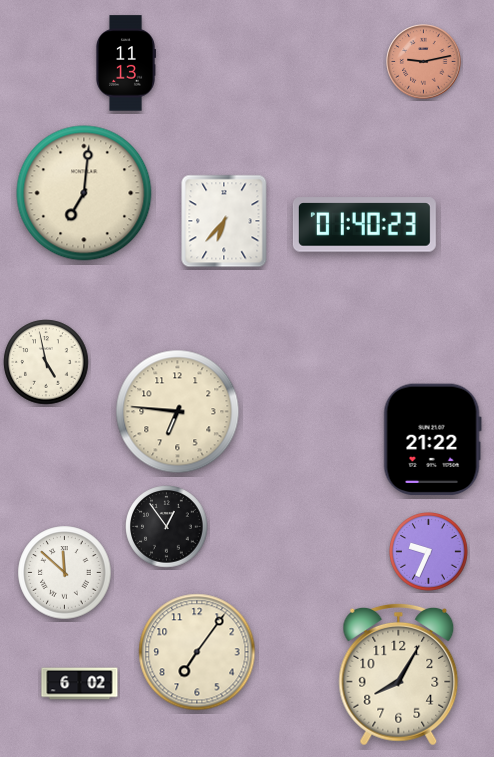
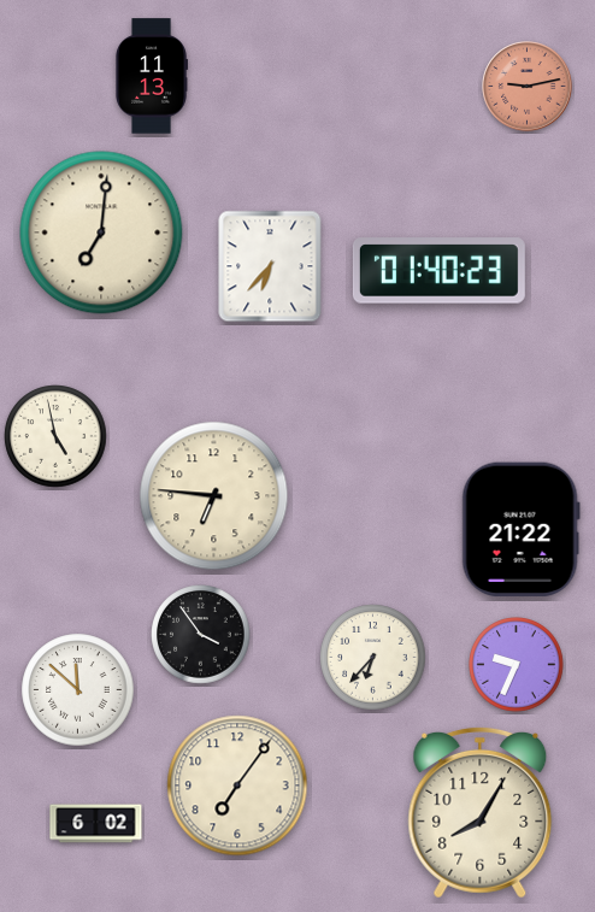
clock at (424, 62) position: (424, 62) -> (528, 87)
clock at (167, 527): 12:54 -> 3:54
clock at (373, 658): none -> 6:37
